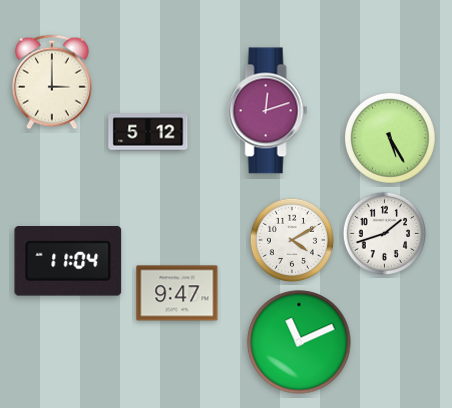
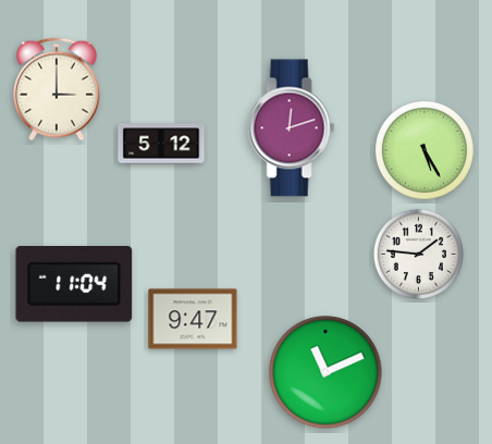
clock at (268, 111) position: (268, 111) -> (292, 128)
clock at (384, 233): 1:42 -> 1:46
clock at (291, 240): 4:10 -> none
